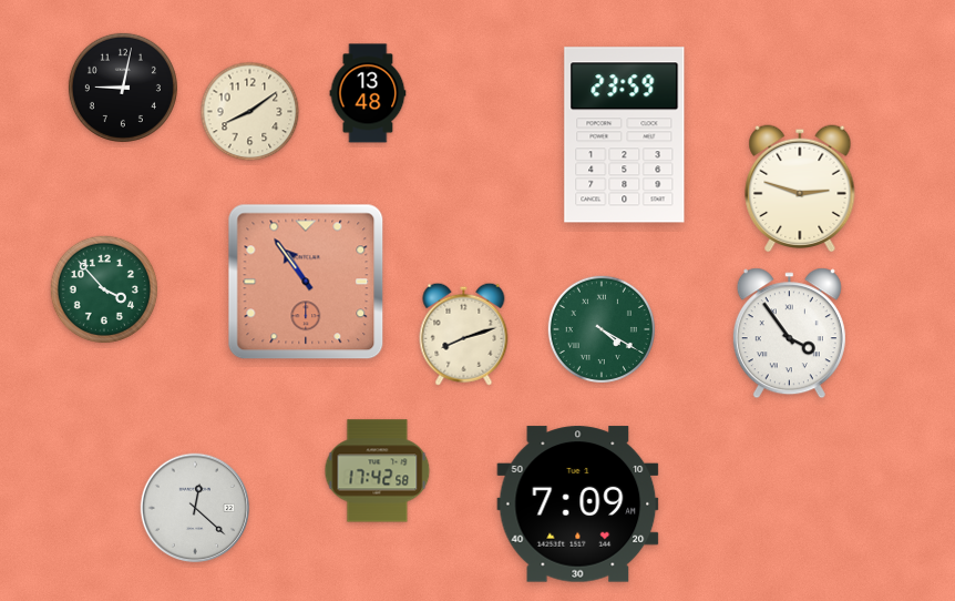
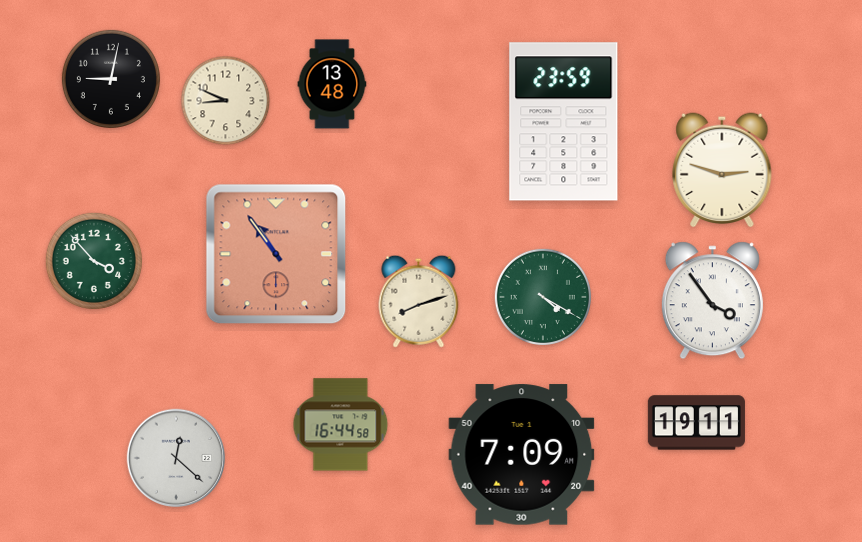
clock at (250, 112): 8:09 -> 8:49
clock at (696, 423): none -> 19:11
clock at (378, 471): 17:42 -> 16:44
